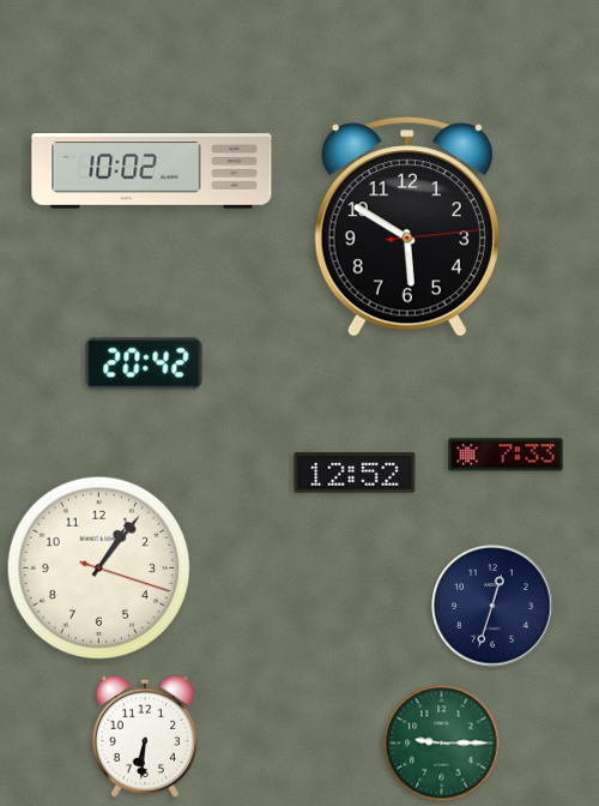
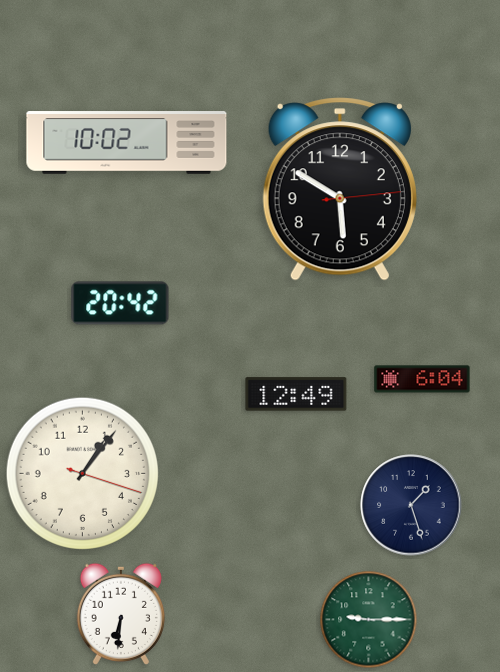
clock at (506, 455): 7:33 -> 6:04
clock at (355, 473): 12:52 -> 12:49
clock at (492, 606): 12:33 -> 1:27
